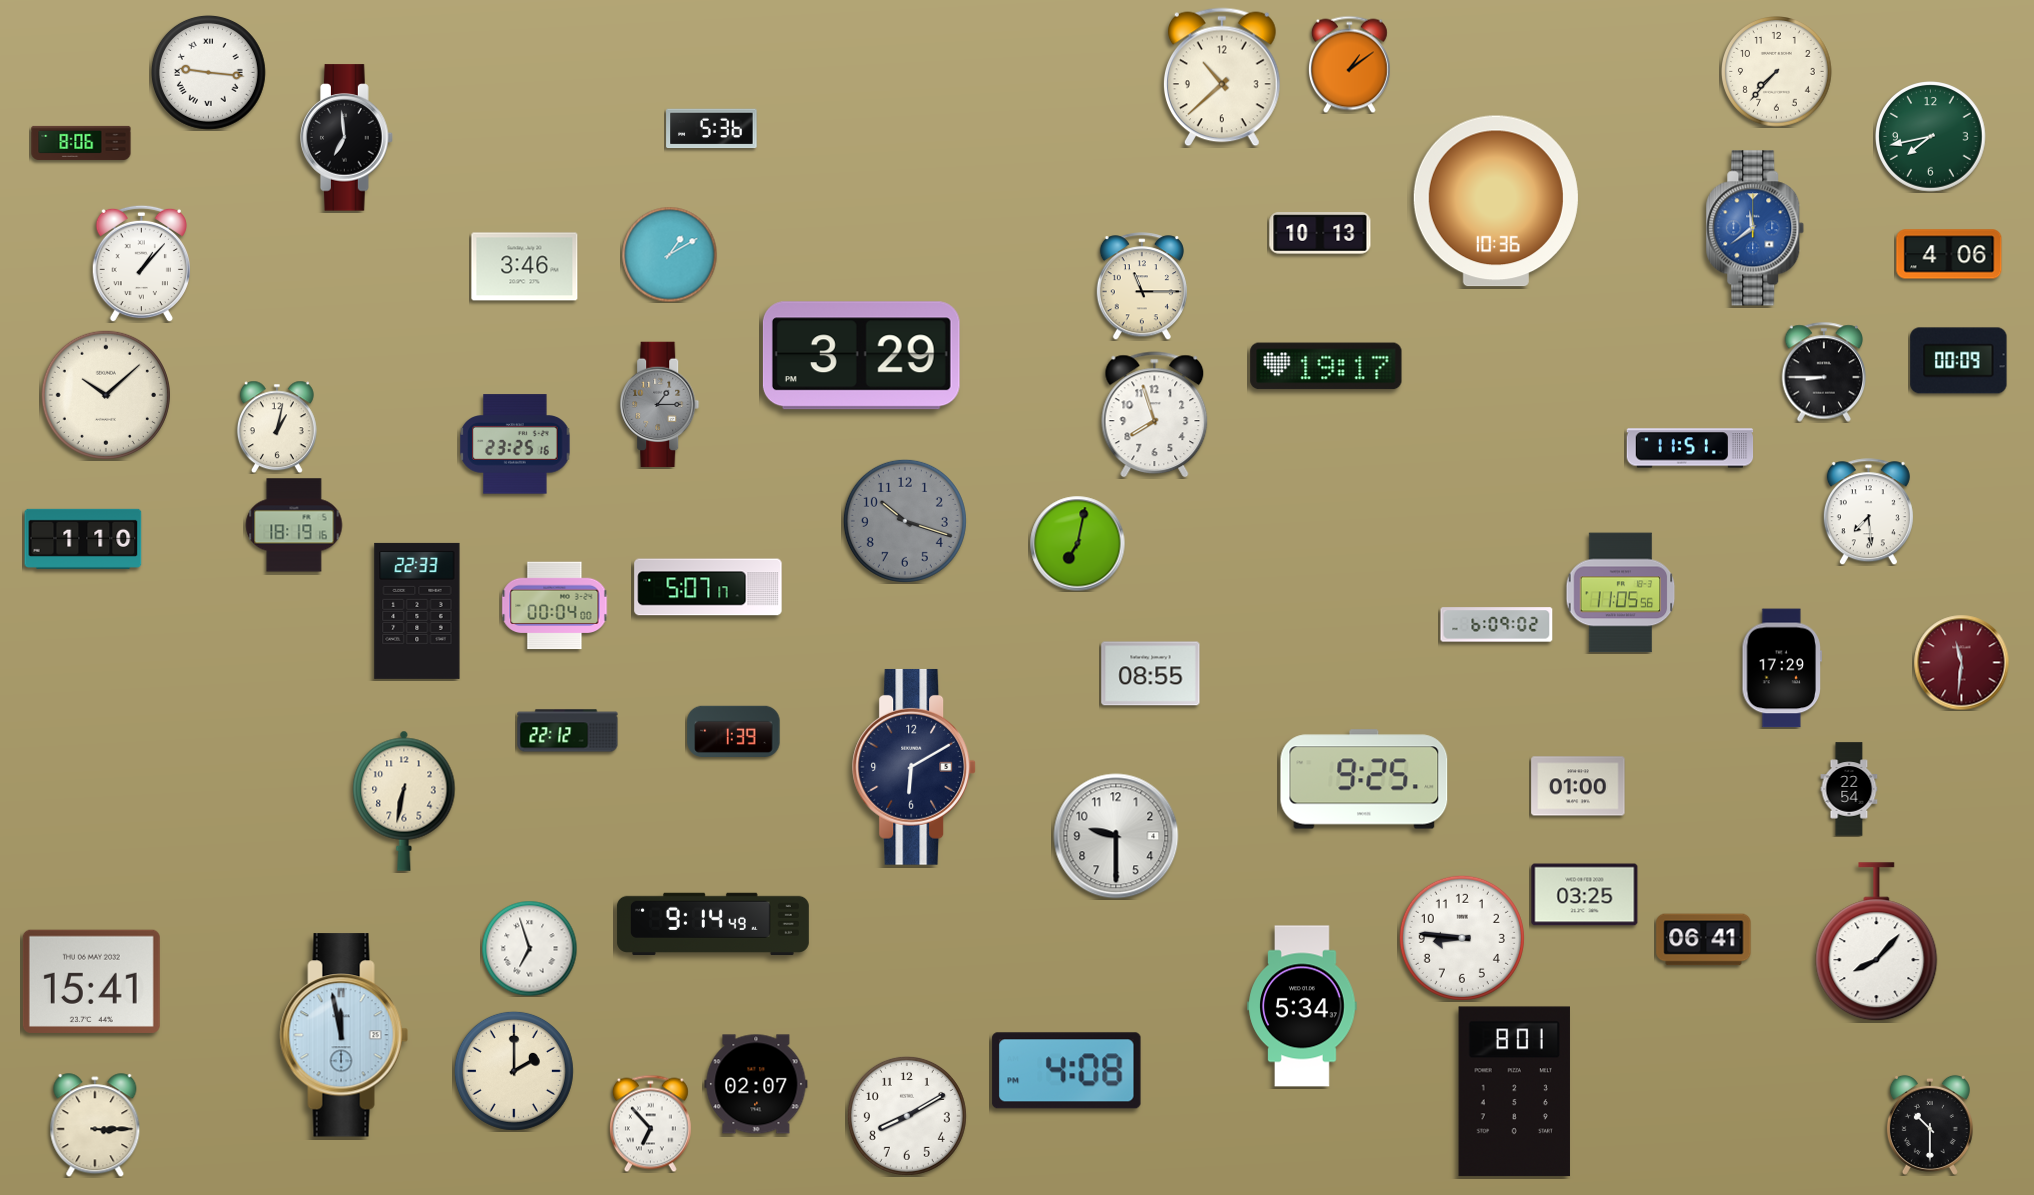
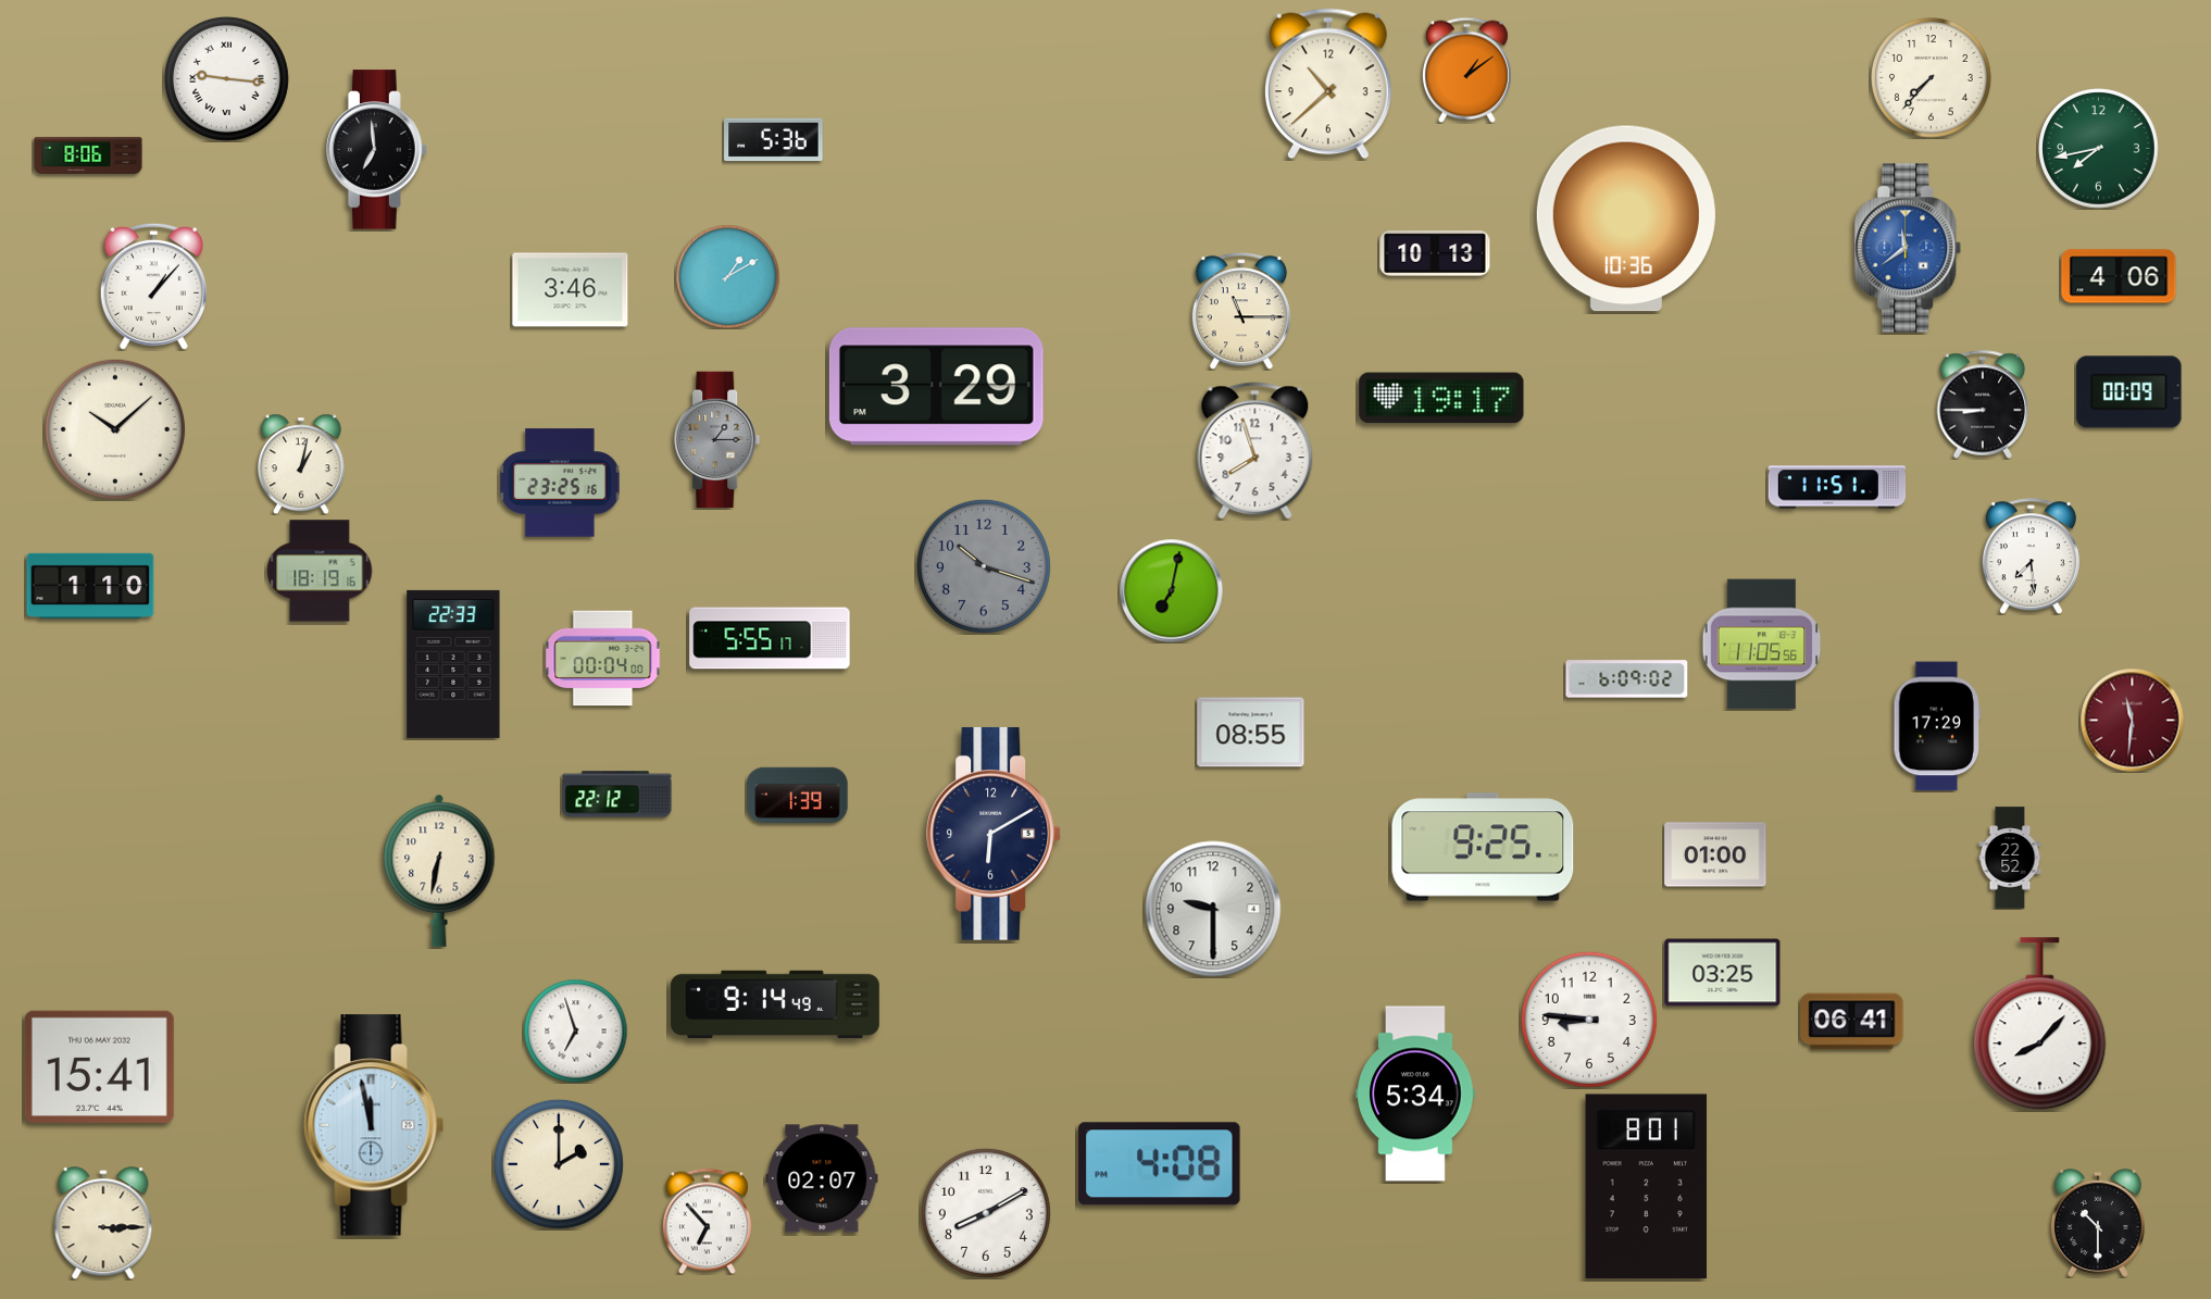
clock at (708, 587): 5:07 -> 5:55
clock at (1849, 789): 22:54 -> 22:52
